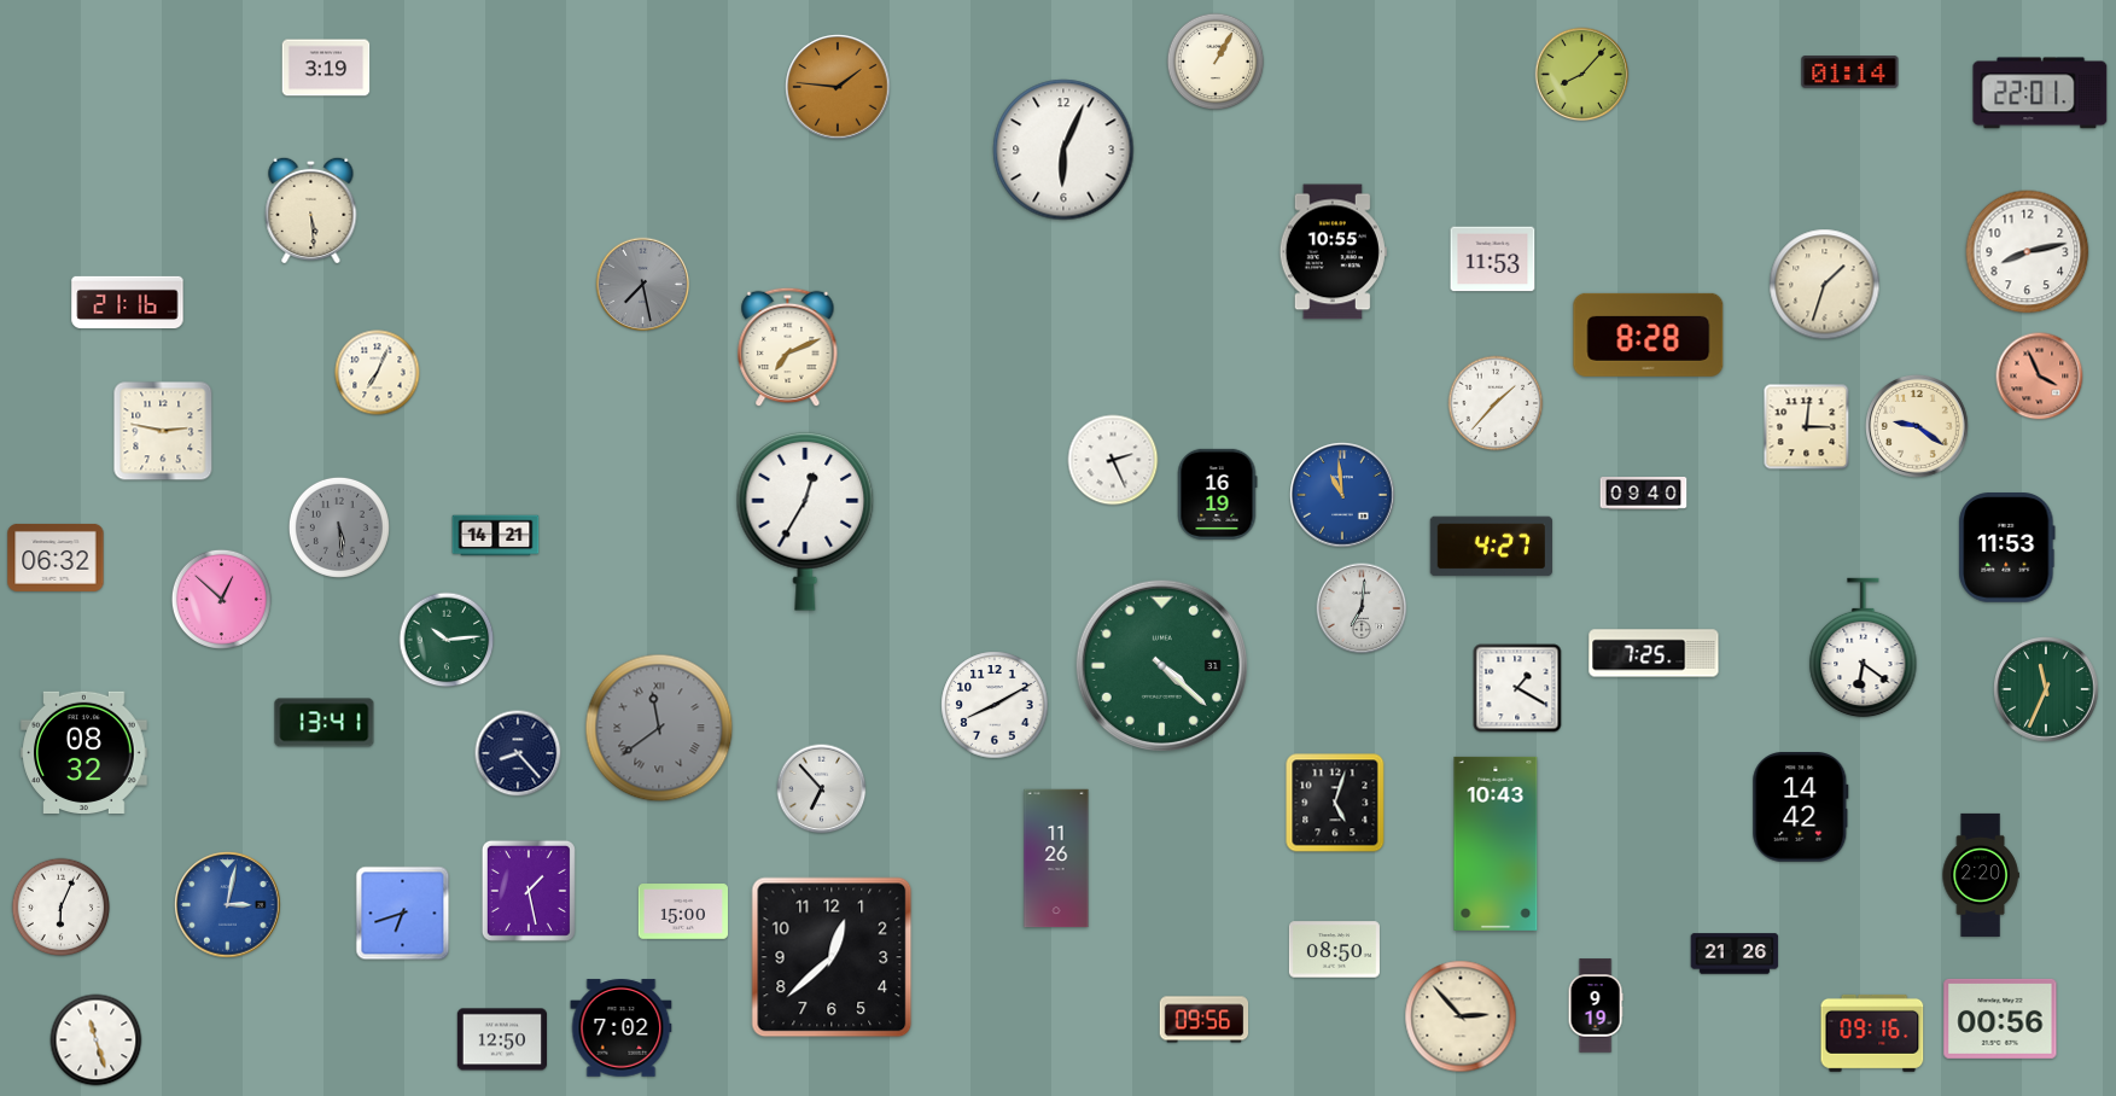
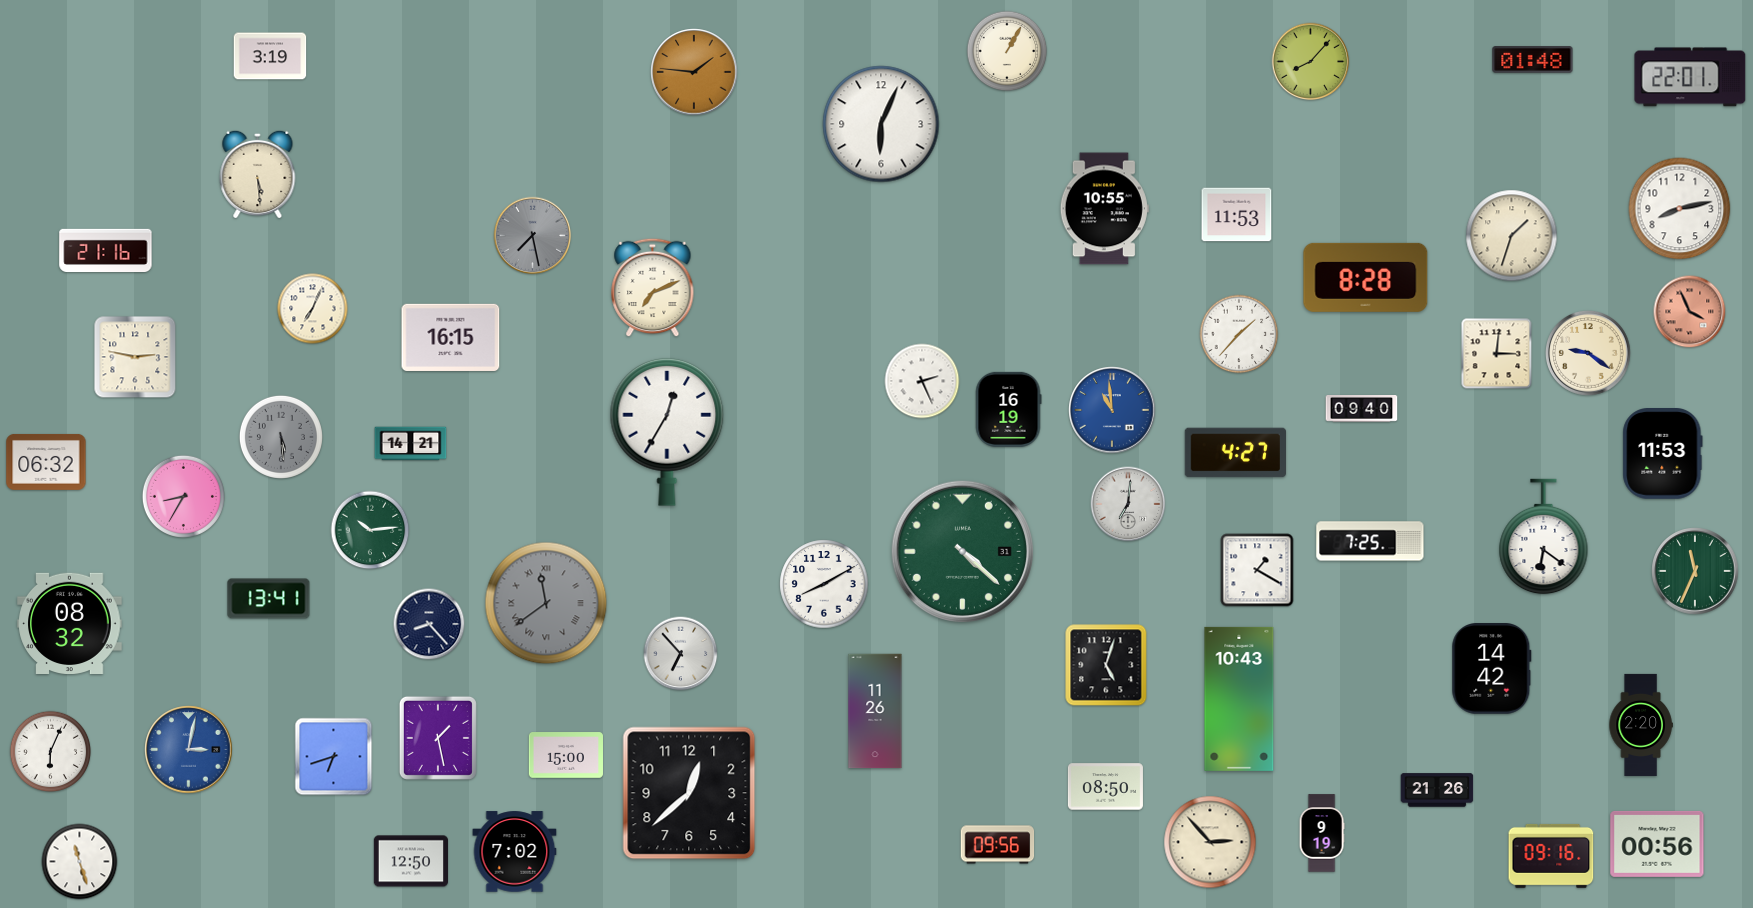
clock at (1850, 72): 01:14 -> 01:48
clock at (451, 337): none -> 16:15
clock at (221, 599): 12:52 -> 8:35
clock at (501, 1039) position: (501, 1039) -> (410, 861)
